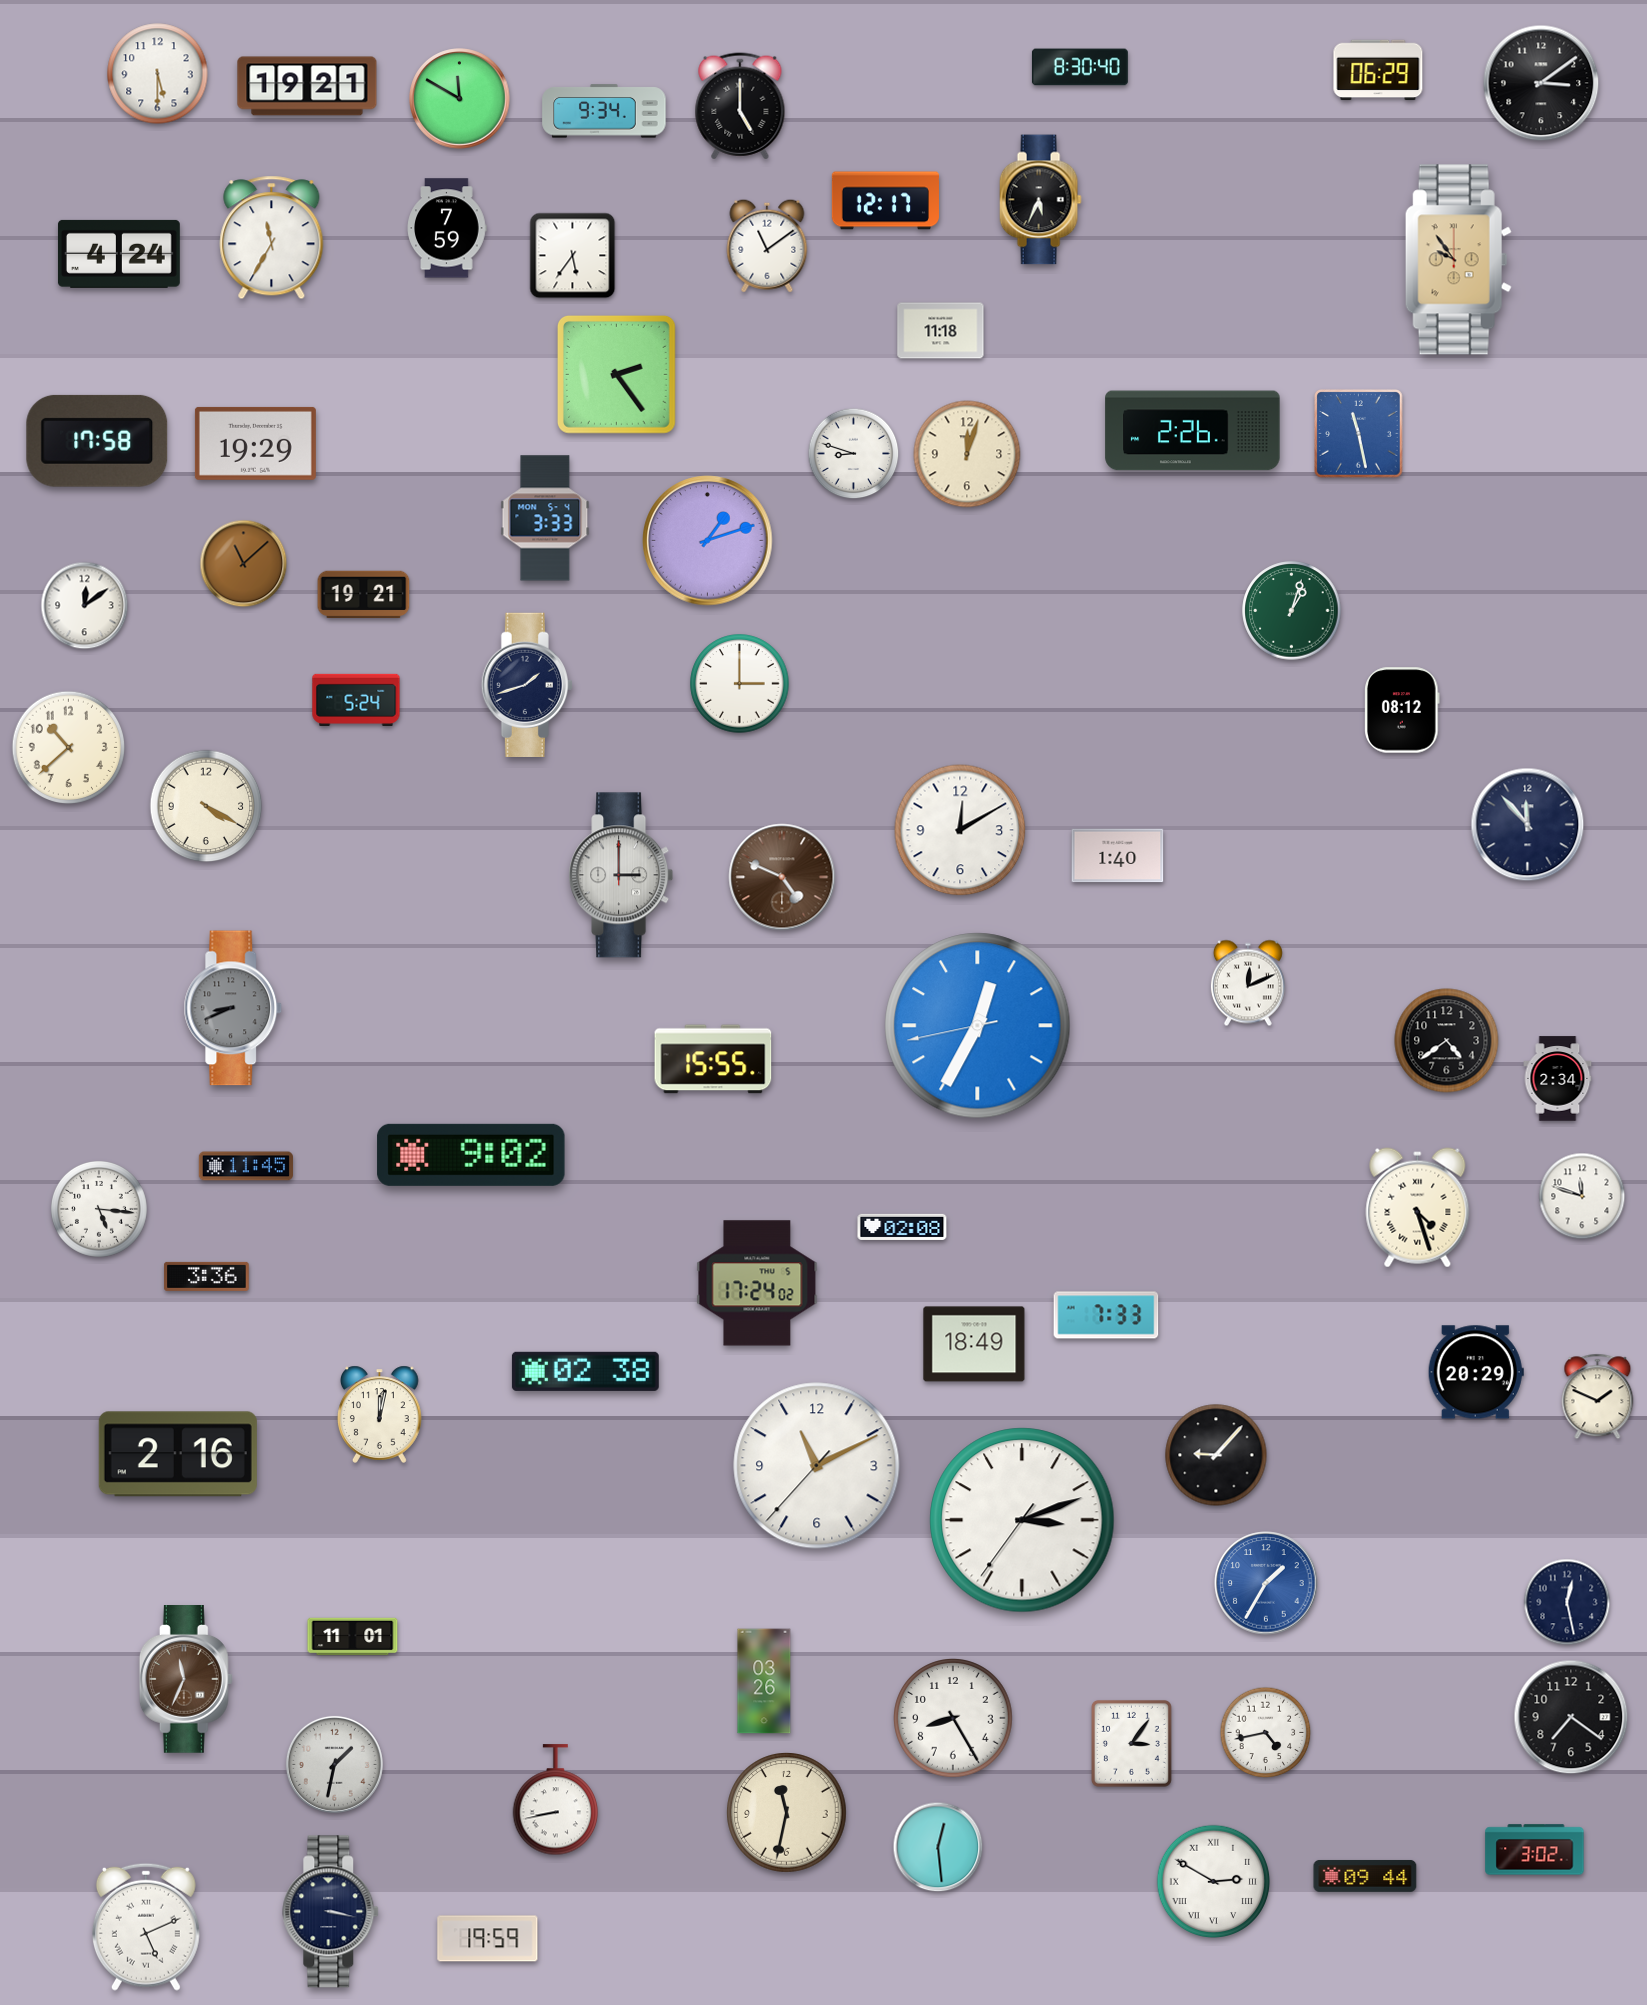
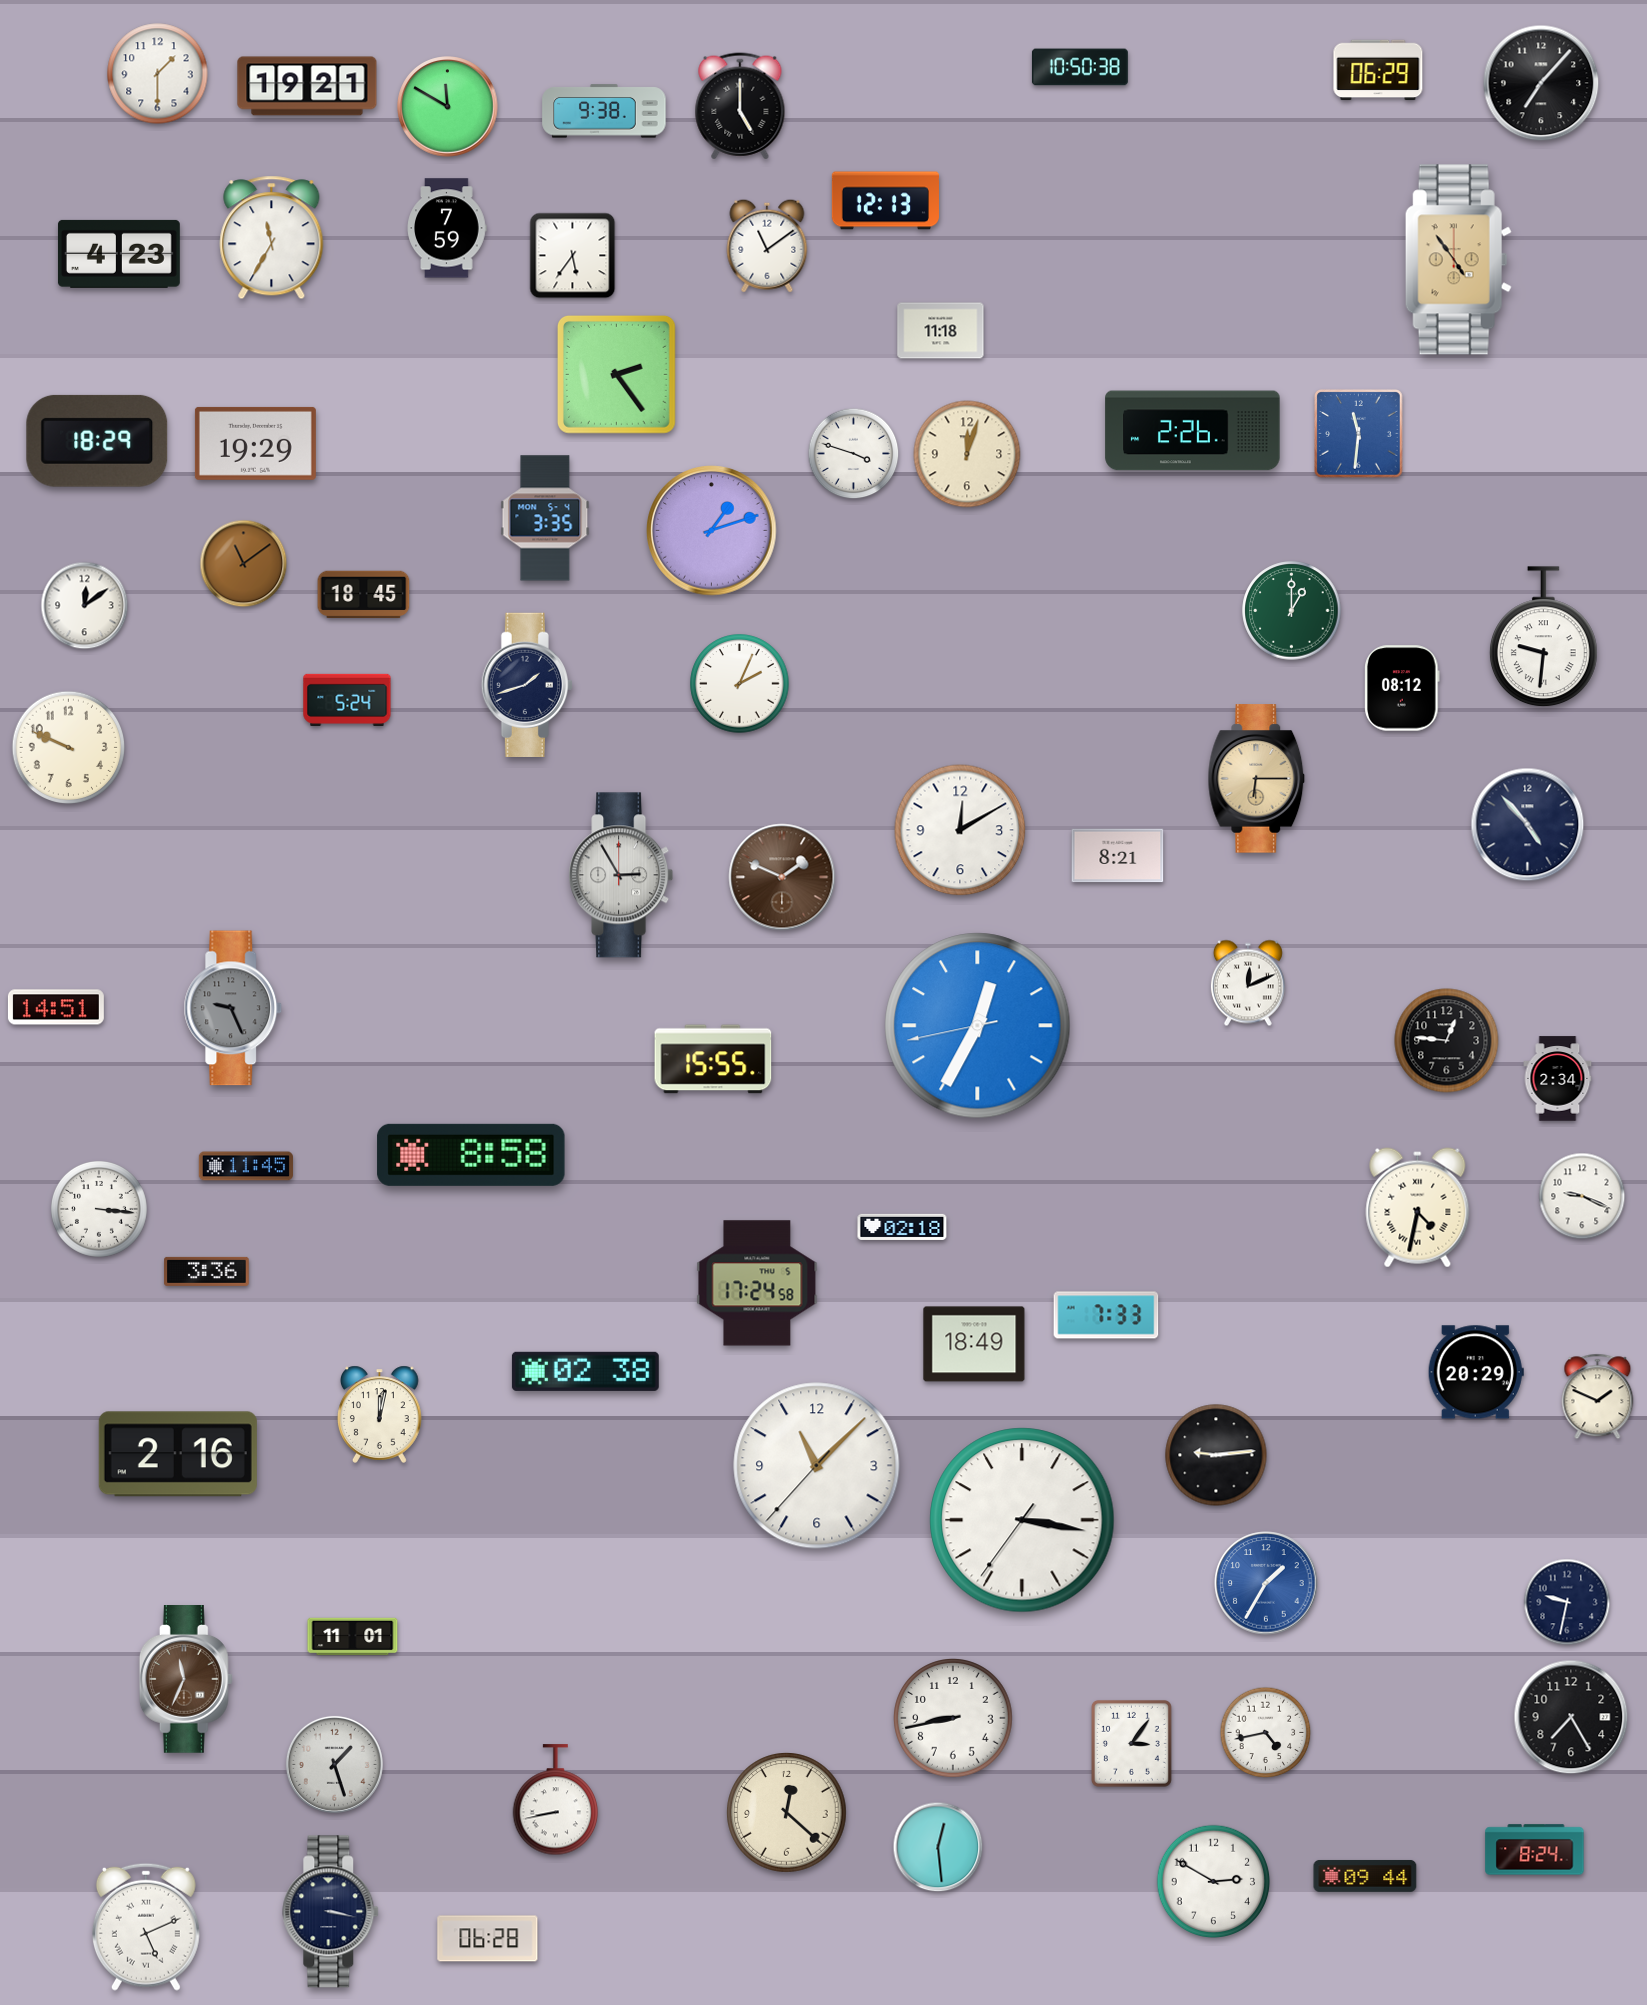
clock at (1080, 67): 8:30 -> 10:50
clock at (158, 74): 5:30 -> 1:30
clock at (1541, 83): 3:09 -> 7:07
clock at (460, 99) position: (460, 99) -> (448, 107)
clock at (604, 111): 9:34 -> 9:38
clock at (1040, 200): 5:34 -> none
clock at (885, 201): 12:17 -> 12:13
clock at (119, 254): 4:24 -> 4:23
clock at (1458, 260): 9:54 -> 4:54
clock at (1359, 434): 11:28 -> 11:31
clock at (97, 441): 17:58 -> 18:29
clock at (854, 454): 8:48 -> 3:48
clock at (545, 518): 3:33 -> 3:35
clock at (708, 541) position: (708, 541) -> (712, 531)
clock at (244, 564): 11:08 -> 11:09
clock at (364, 595): 19:21 -> 18:45
clock at (1292, 611): 1:03 -> 1:00
clock at (1543, 637): none -> 9:31
clock at (740, 684): 3:00 -> 2:04
clock at (356, 699) position: (356, 699) -> (347, 699)
clock at (1402, 710) position: (1402, 710) -> (1402, 688)
clock at (69, 748): 10:38 -> 9:49
clock at (1257, 779): none -> 6:15
clock at (206, 806): 4:20 -> none
clock at (1528, 825): 11:53 -> 4:53
clock at (1118, 856): 1:40 -> 8:21
clock at (621, 875): 3:00 -> 2:55
clock at (782, 877): 4:49 -> 1:49
clock at (56, 1007): none -> 14:51
clock at (233, 1008): 8:41 -> 9:26
clock at (1447, 1041): 4:39 -> 12:46
clock at (471, 1155): 9:02 -> 8:58
clock at (1582, 1196): 11:48 -> 9:19
clock at (1418, 1208): 4:27 -> 4:32
clock at (99, 1209): 5:16 -> 3:16
clock at (902, 1227): 02:08 -> 02:18
clock at (207, 1276) position: (207, 1276) -> (207, 1271)
clock at (757, 1283): 17:24:02 -> 17:24:58
clock at (1216, 1455): 9:07 -> 9:14
clock at (817, 1466): 11:10 -> 11:07
clock at (1022, 1520): 3:11 -> 3:16
clock at (1567, 1602): 12:28 -> 9:32
clock at (764, 1681): 03:26 -> none
clock at (1571, 1717): 7:21 -> 7:25
clock at (954, 1719): 8:25 -> 8:43
clock at (334, 1764): 1:32 -> 1:27
clock at (787, 1813): 11:32 -> 12:22
clock at (1535, 1850): 3:02 -> 8:24
clock at (1214, 1882) numerals: Roman -> Arabic
clock at (488, 1939): 19:59 -> 06:28
